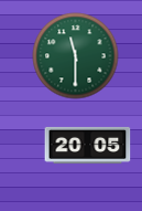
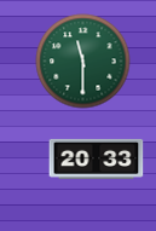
clock at (87, 145): 20:05 -> 20:33
